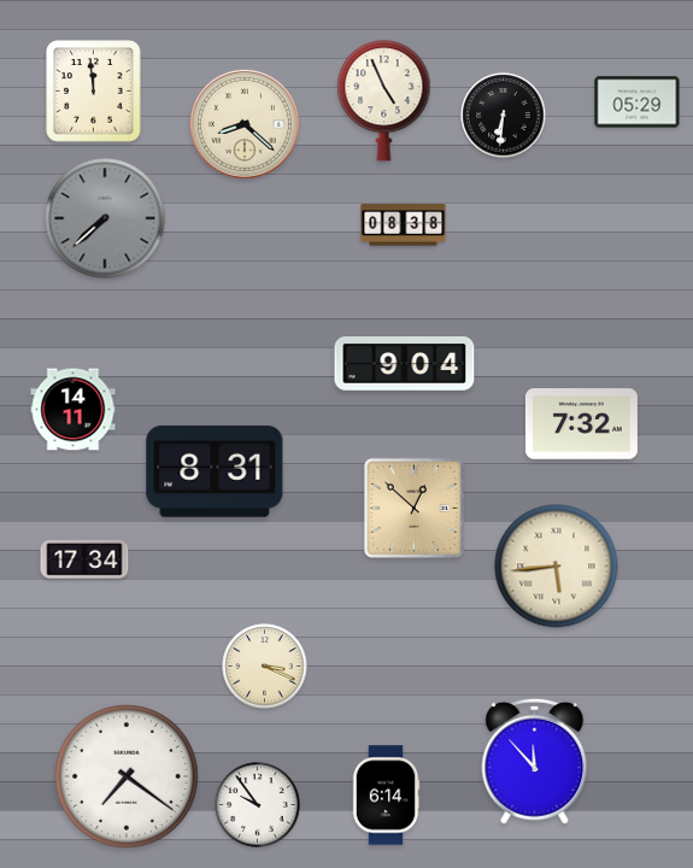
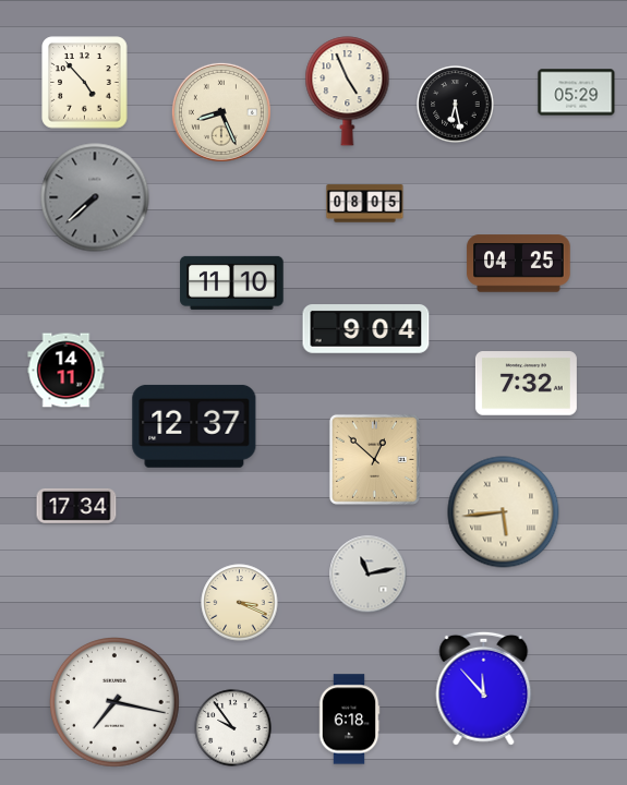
clock at (94, 92): 11:59 -> 4:53
clock at (504, 116): 6:31 -> 6:28
clock at (245, 124): 8:22 -> 8:26
clock at (404, 225): 08:38 -> 08:05
clock at (519, 264): none -> 04:25
clock at (232, 282): none -> 11:10
clock at (215, 471): 8:31 -> 12:37
clock at (369, 575): none -> 11:13
clock at (128, 778): 7:21 -> 7:17
clock at (386, 796): 6:14 -> 6:18
